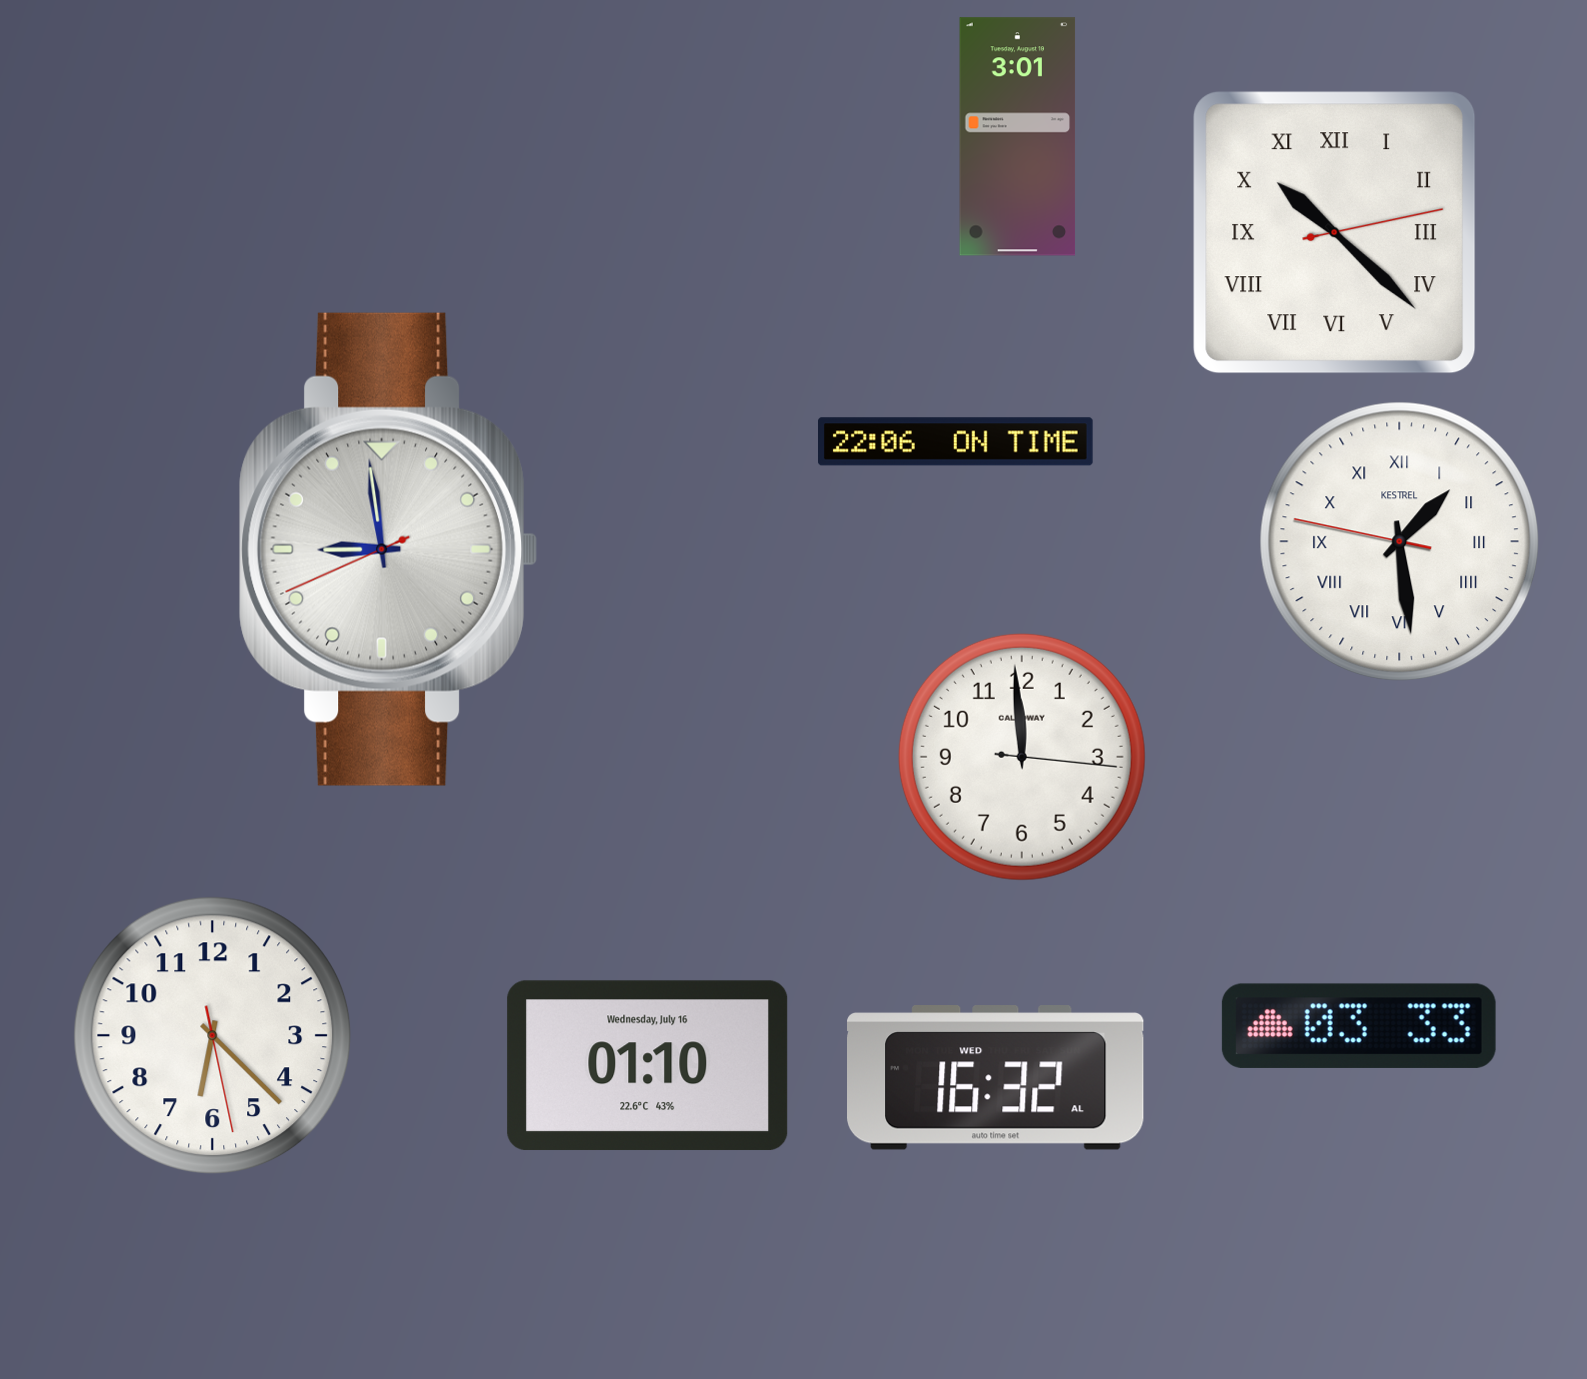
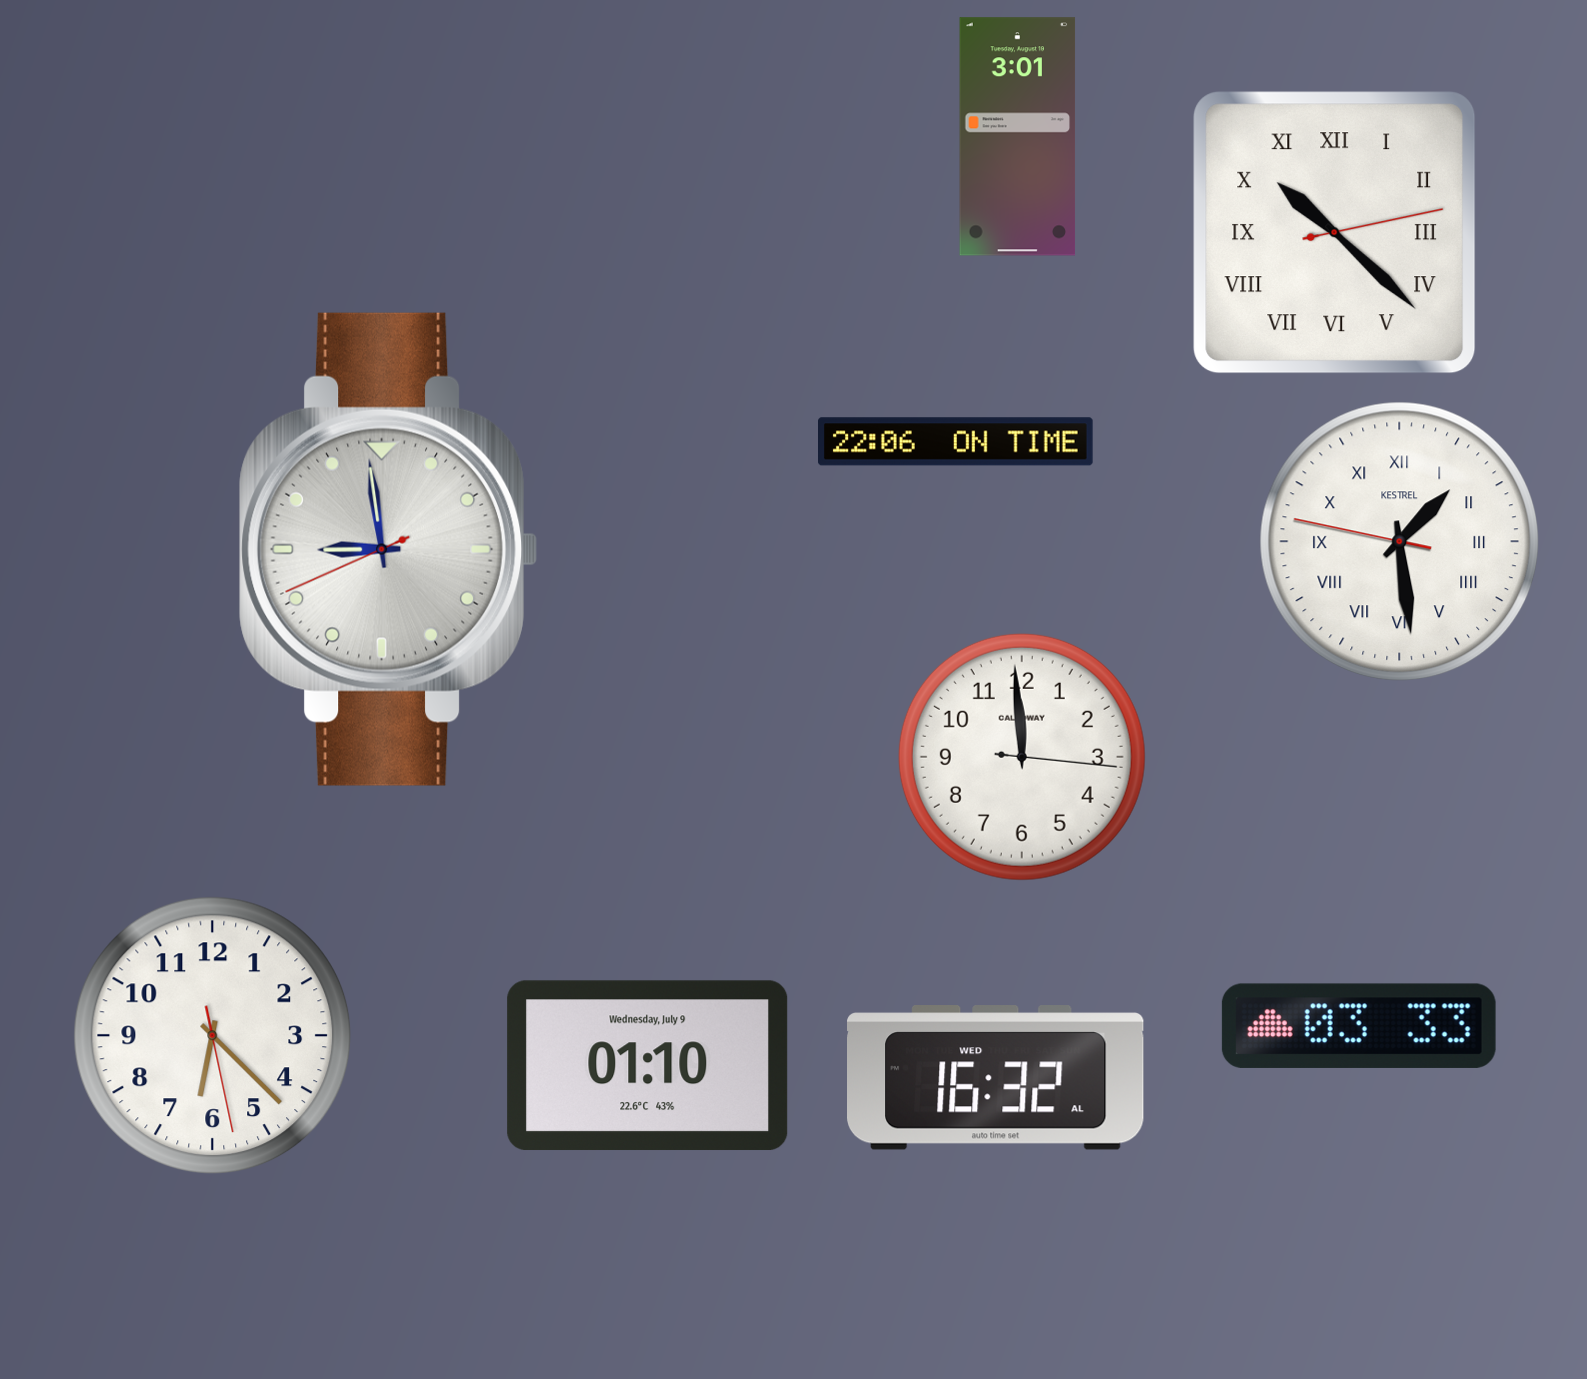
clock at (648, 1066) date: Wednesday, July 16 -> Wednesday, July 9
